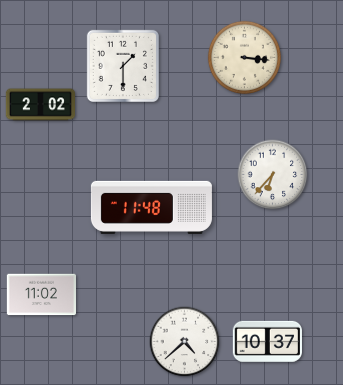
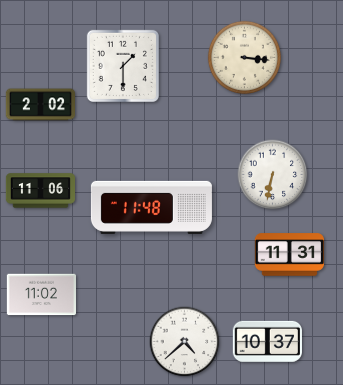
clock at (273, 175): 6:37 -> 6:32
clock at (41, 191): none -> 11:06
clock at (289, 255): none -> 11:31
